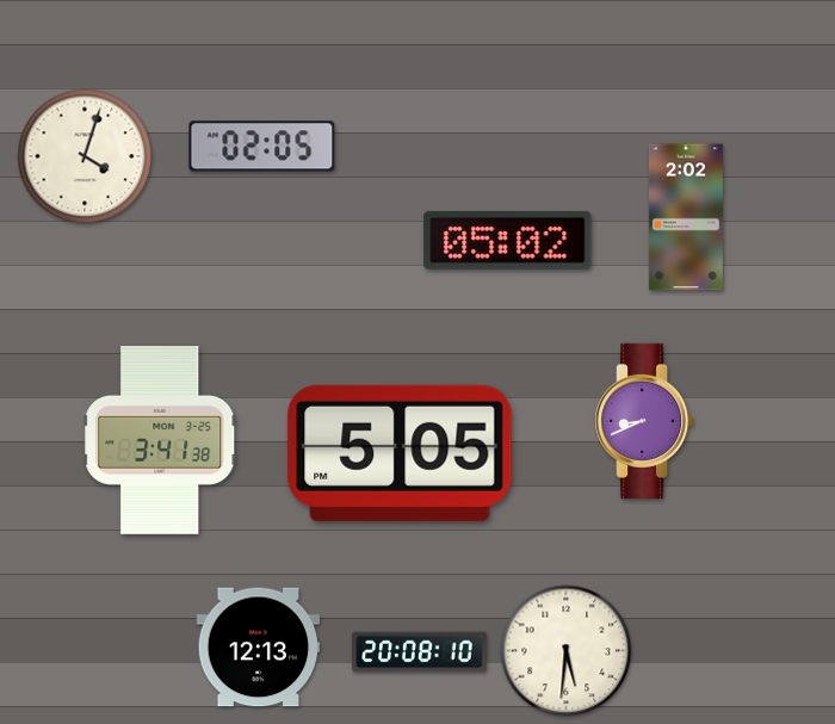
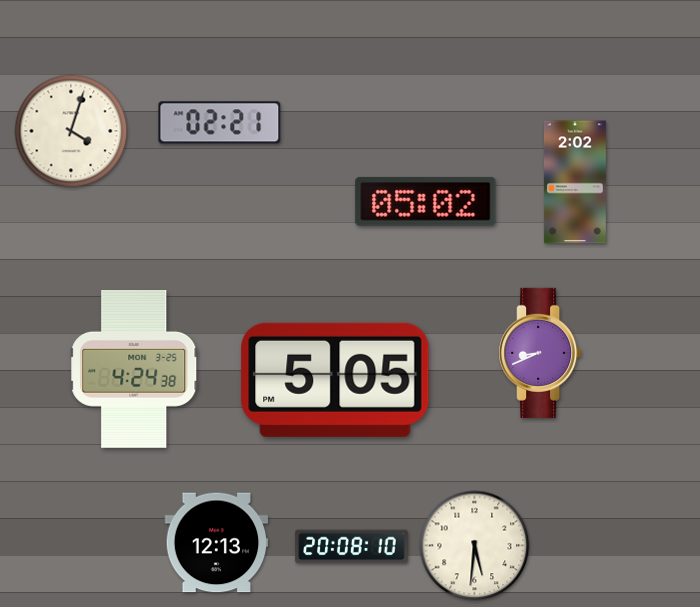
clock at (262, 147): 02:05 -> 02:21
clock at (160, 440): 3:41 -> 4:24
